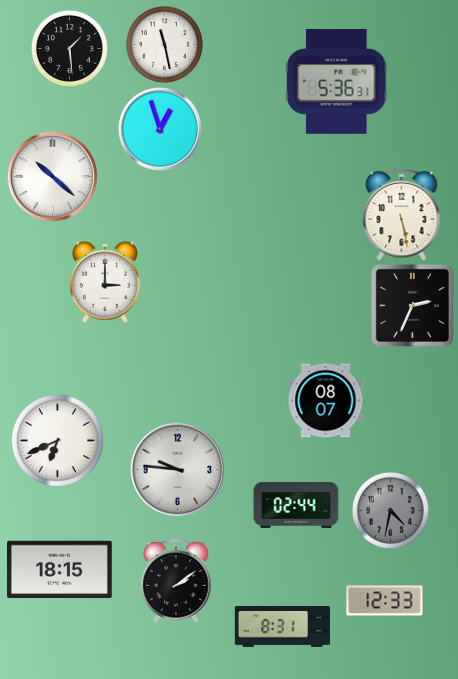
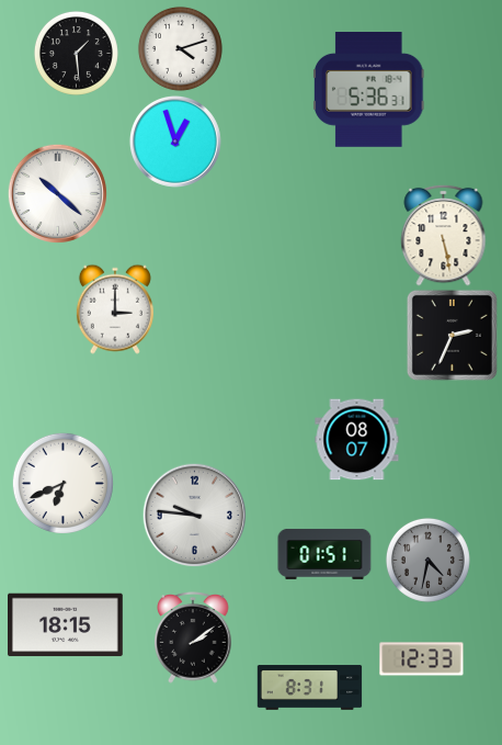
clock at (164, 44): 11:28 -> 4:12
clock at (402, 214) position: (402, 214) -> (444, 235)
clock at (296, 505): 02:44 -> 01:51
